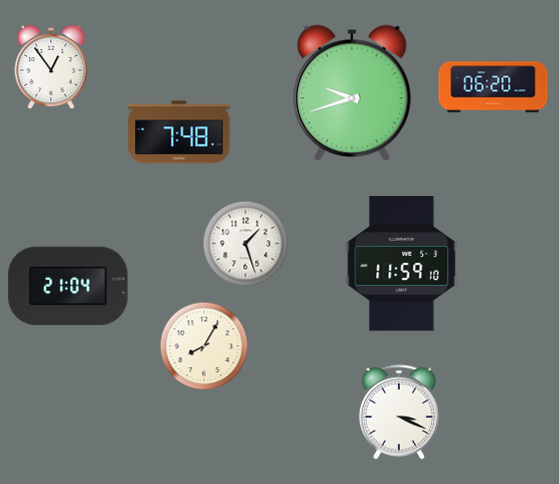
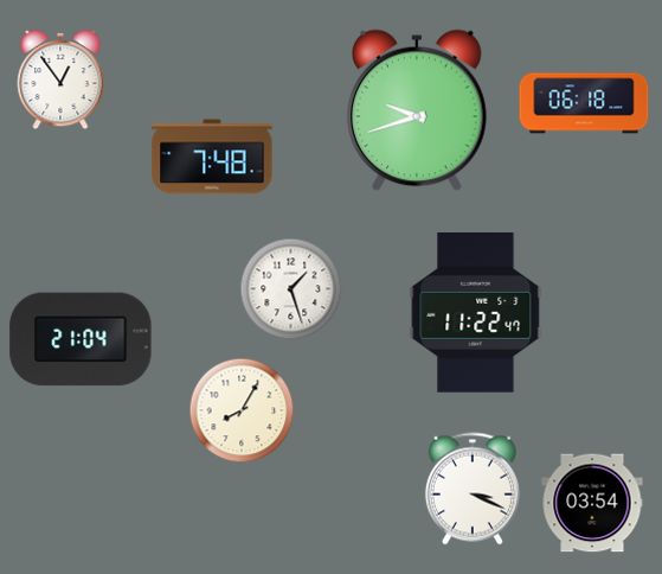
clock at (493, 87): 06:20 -> 06:18
clock at (402, 264): 11:59 -> 11:22
clock at (592, 503): none -> 03:54
